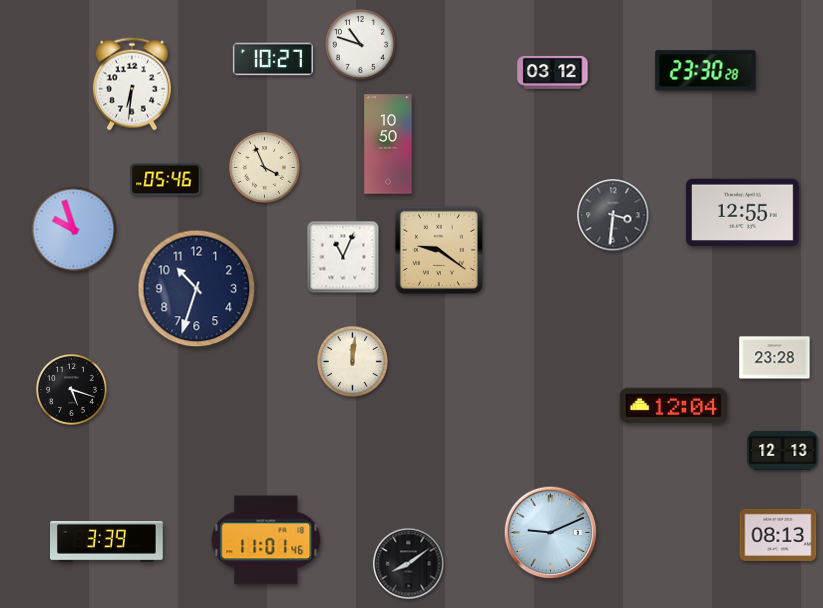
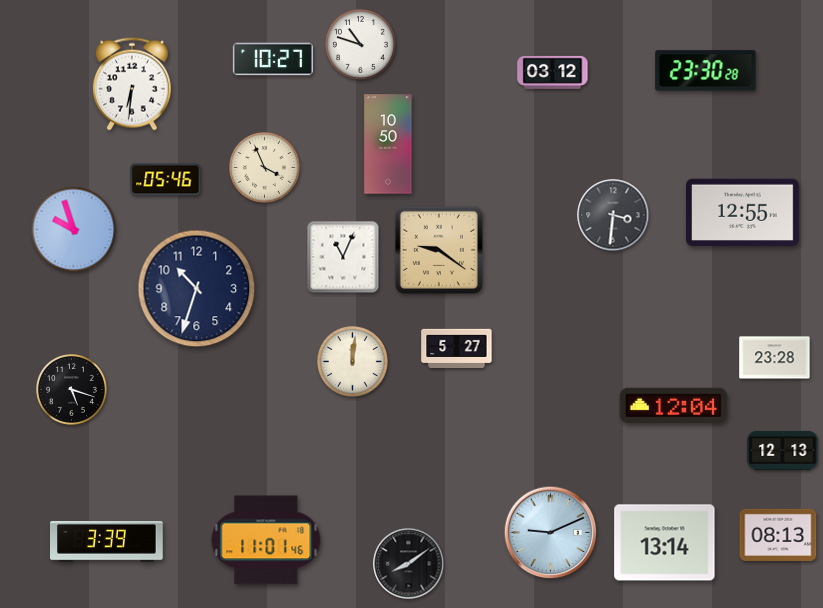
clock at (457, 348): none -> 5:27
clock at (665, 543): none -> 13:14
